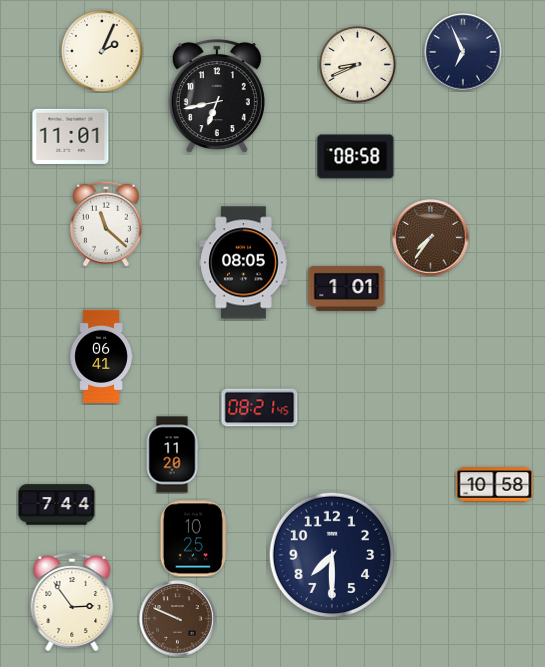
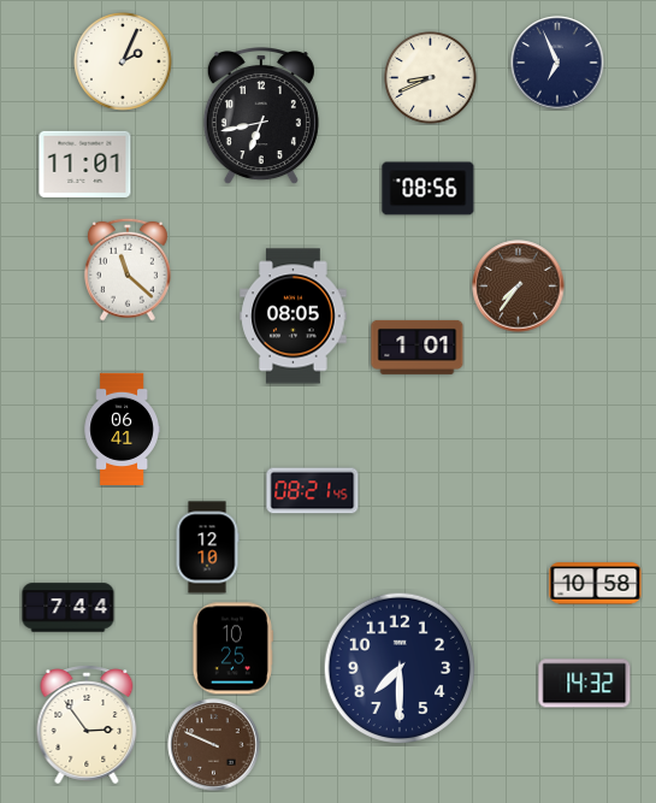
clock at (356, 157): 08:58 -> 08:56
clock at (172, 455): 11:20 -> 12:10
clock at (585, 684): none -> 14:32
